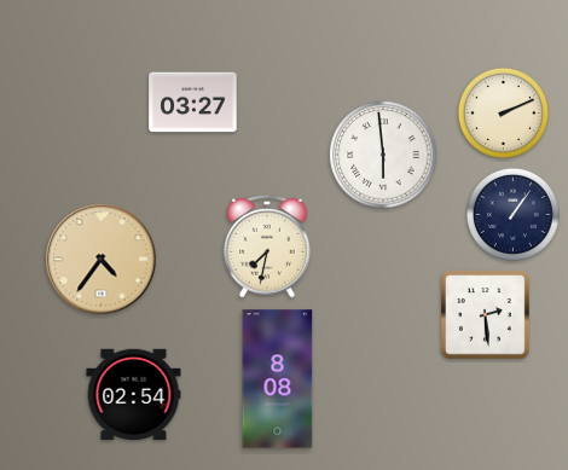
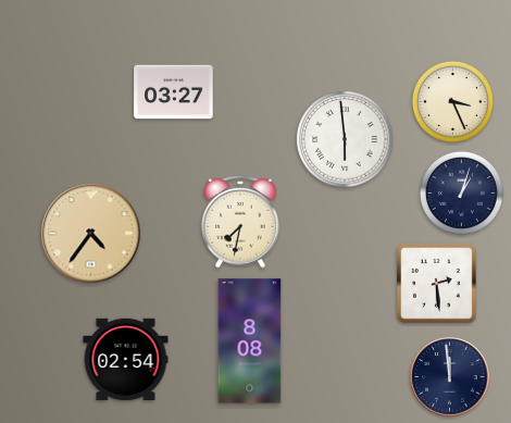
clock at (503, 112): 2:11 -> 3:26
clock at (512, 214): 1:06 -> 1:03
clock at (134, 394) position: (134, 394) -> (126, 359)
clock at (450, 377): none -> 11:59
